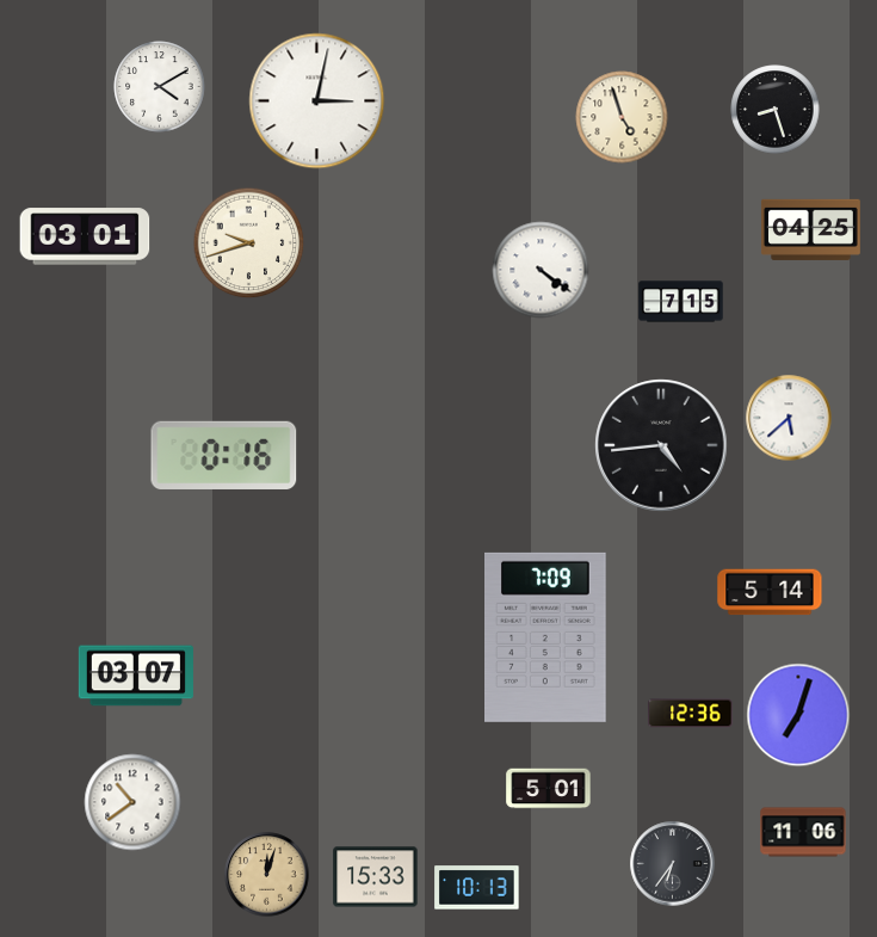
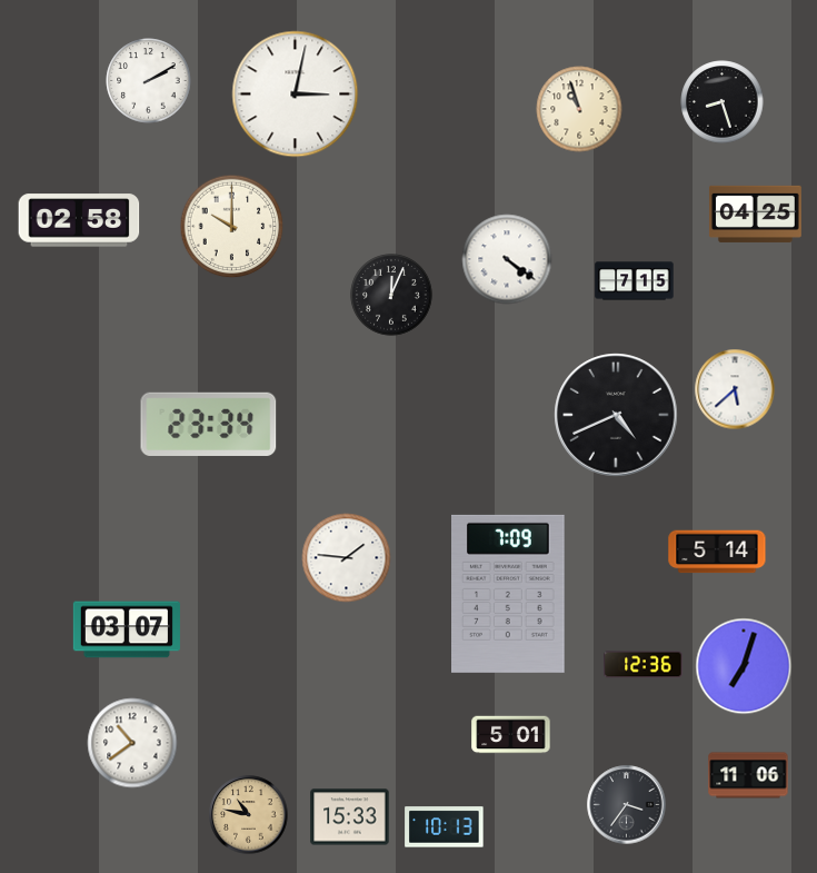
clock at (160, 87): 4:10 -> 2:10
clock at (622, 117): 4:57 -> 10:57
clock at (85, 236): 03:01 -> 02:58
clock at (249, 244): 9:42 -> 10:00
clock at (541, 270) position: (541, 270) -> (507, 259)
clock at (391, 295): none -> 12:04
clock at (661, 445): 4:44 -> 4:41
clock at (224, 455): 0:16 -> 23:34
clock at (347, 558): none -> 1:46
clock at (132, 802) position: (132, 802) -> (132, 743)
clock at (673, 864): 6:36 -> 3:36
clock at (267, 875): 12:03 -> 10:47
